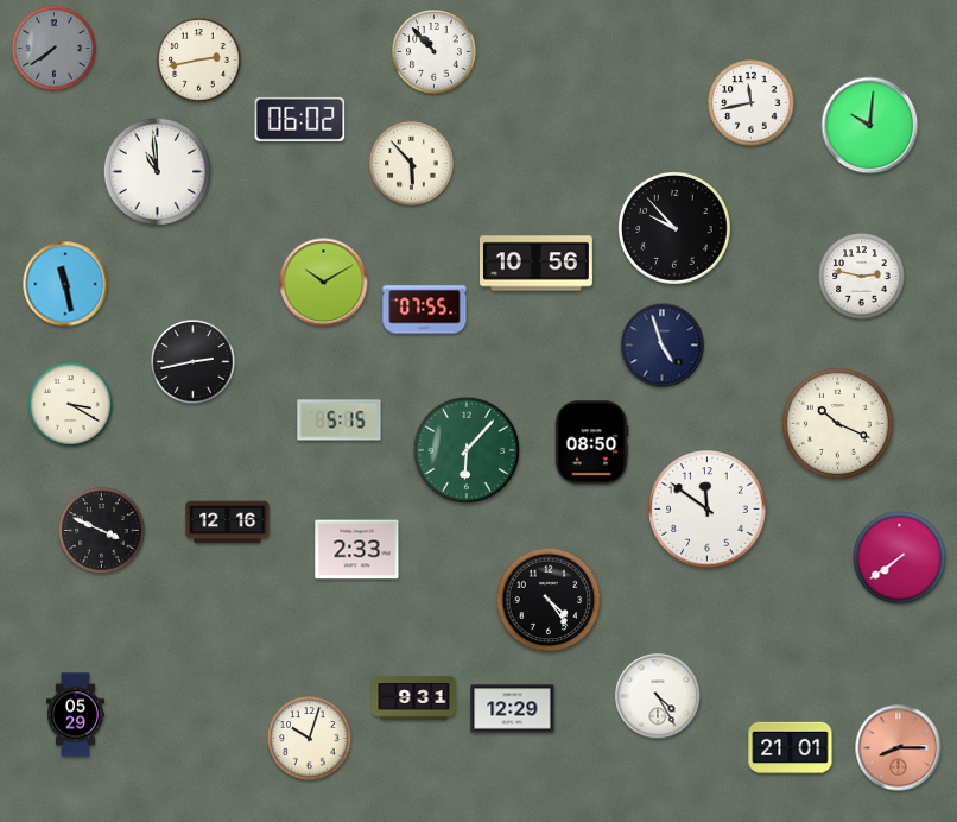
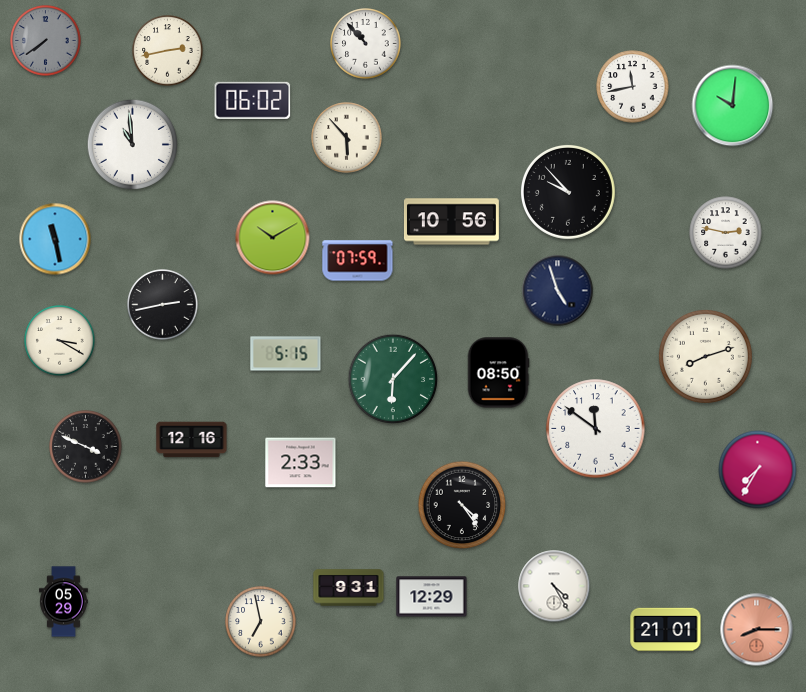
clock at (425, 310): 07:55 -> 07:59
clock at (837, 423): 10:19 -> 8:12
clock at (900, 558): 7:39 -> 7:35
clock at (310, 739): 10:03 -> 6:58
